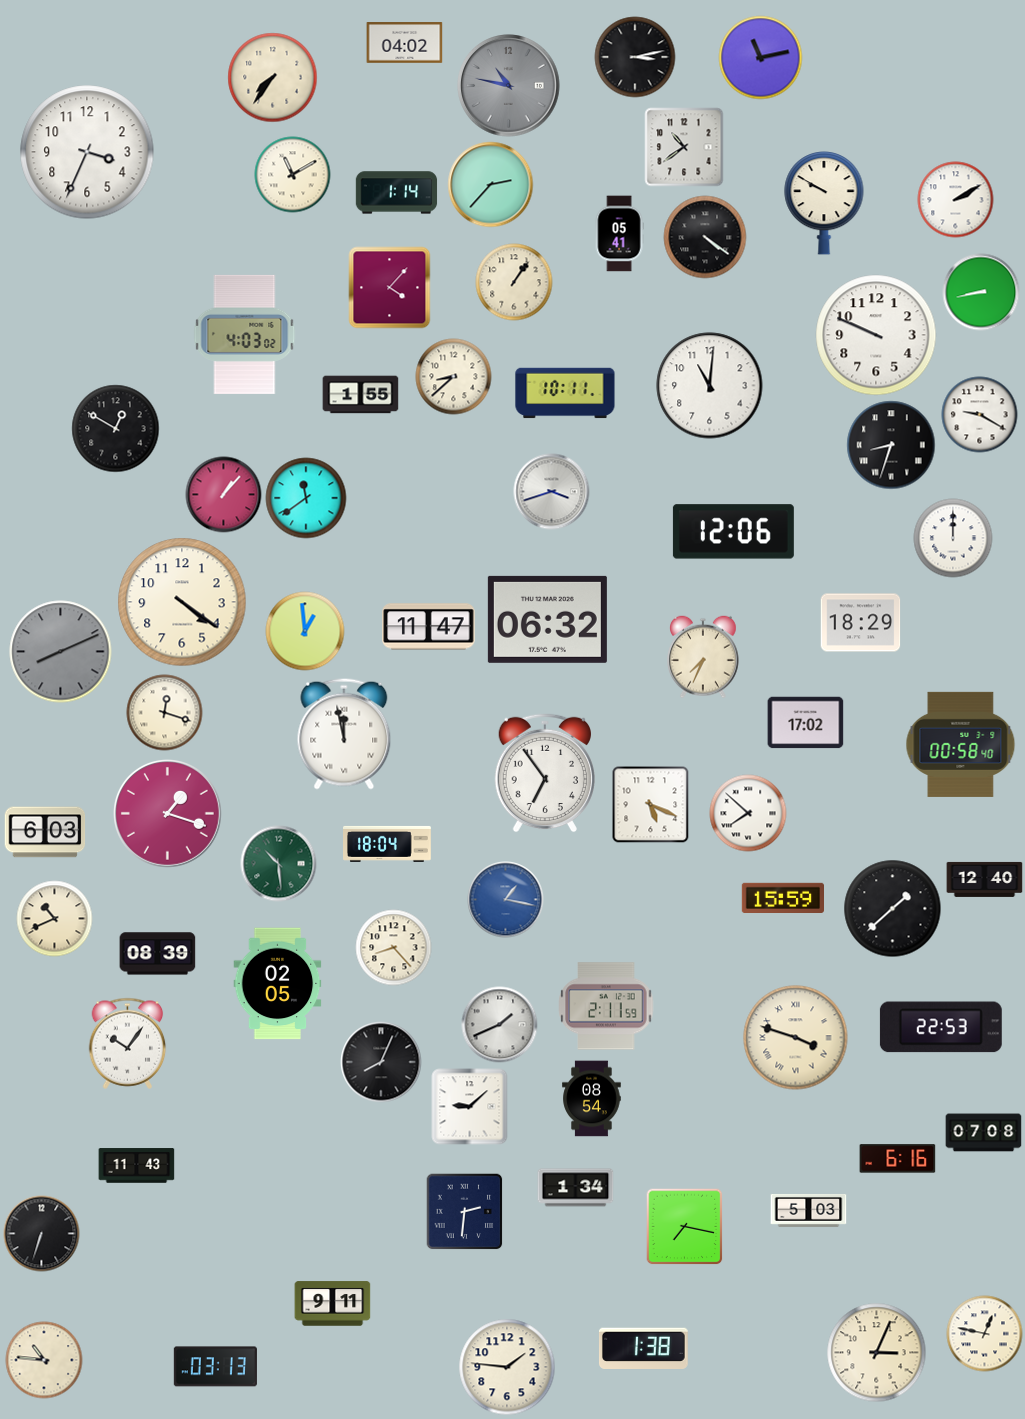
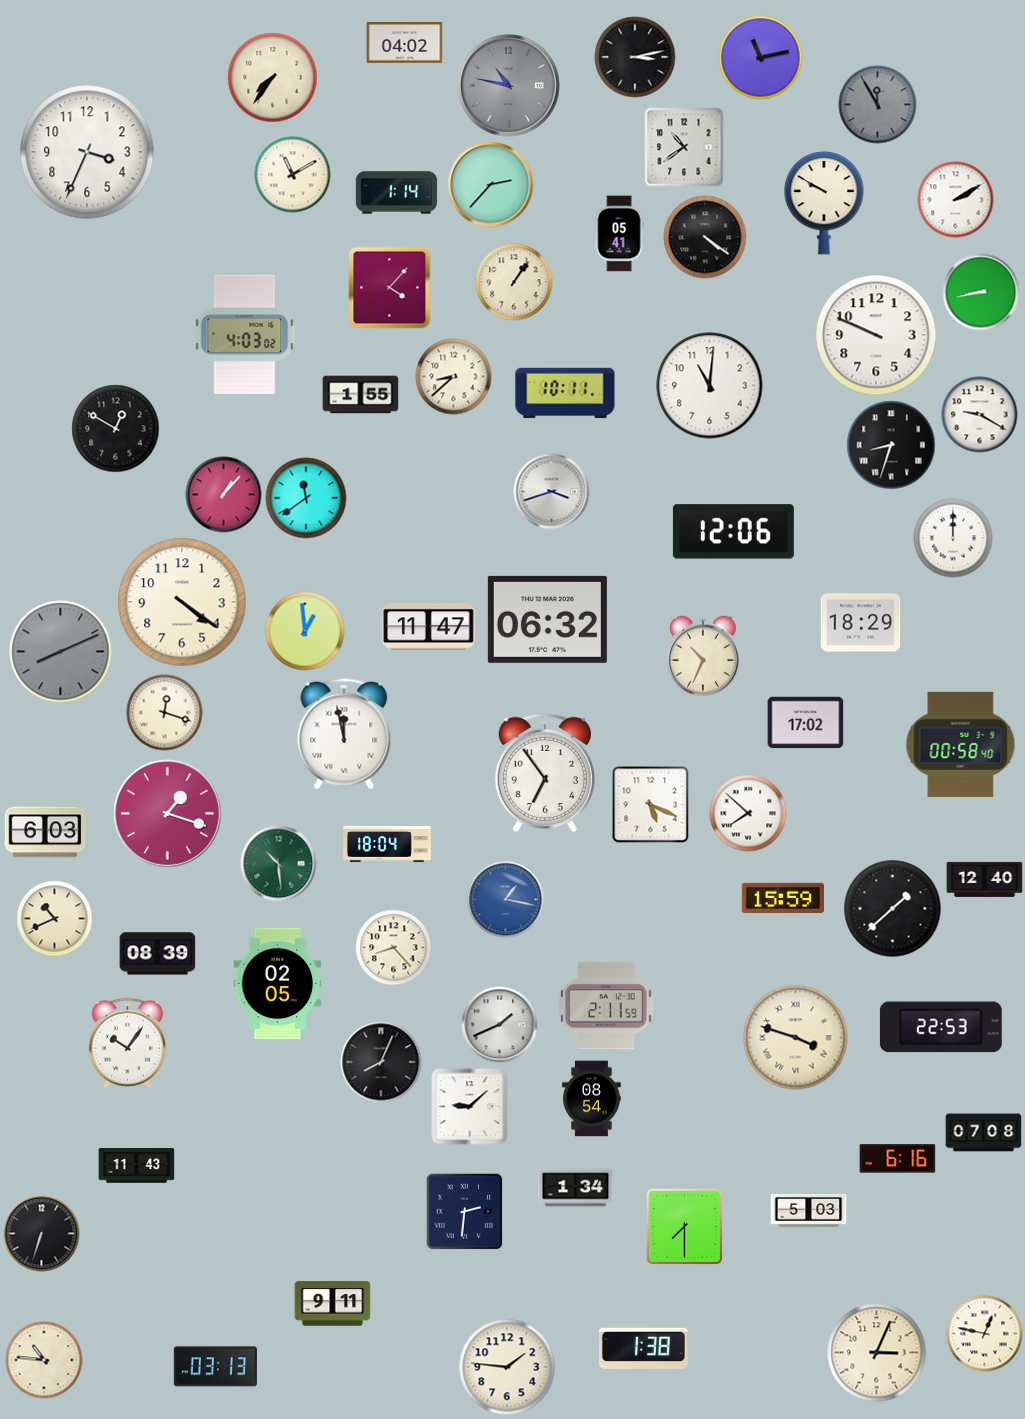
clock at (878, 105): none -> 11:55
clock at (703, 657): 7:34 -> 10:34
clock at (684, 1226): 7:17 -> 7:30
